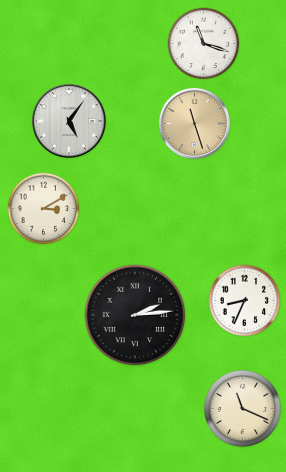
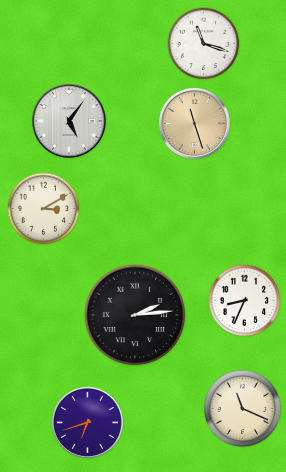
clock at (87, 422): none -> 6:42
